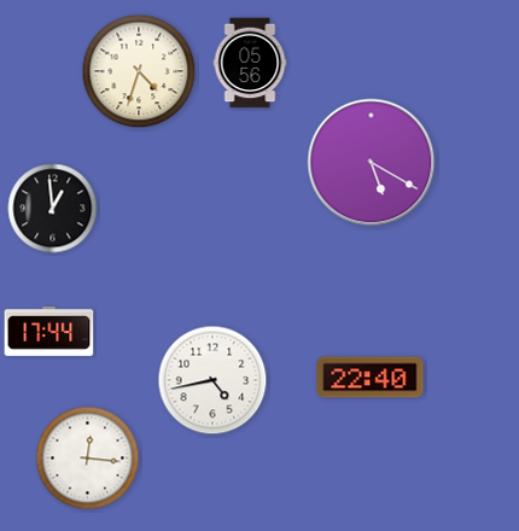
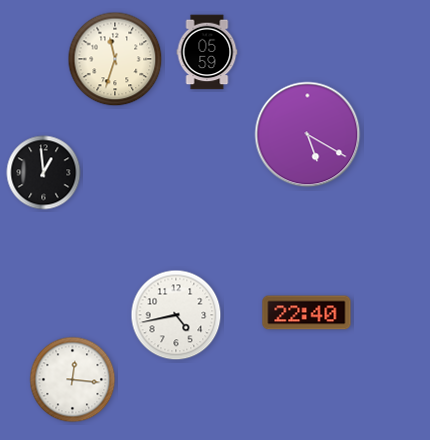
clock at (250, 63): 05:56 -> 05:59
clock at (139, 71): 4:33 -> 11:33
clock at (49, 331): 17:44 -> none
